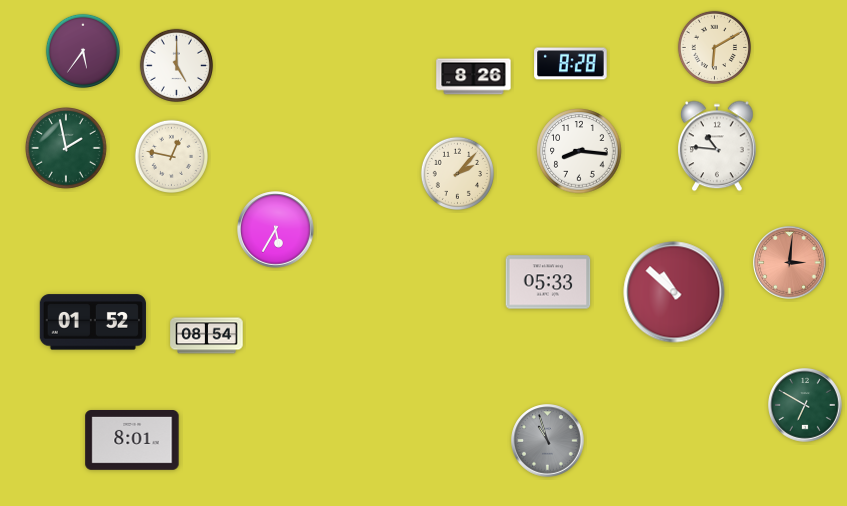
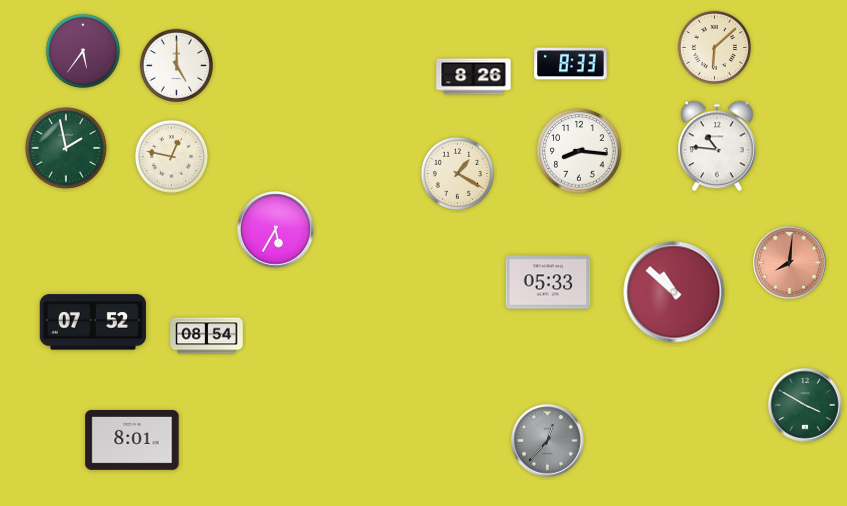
clock at (714, 47): 6:10 -> 6:08
clock at (571, 64): 8:28 -> 8:33
clock at (457, 173): 2:07 -> 1:20
clock at (790, 263): 3:01 -> 8:01
clock at (93, 322): 01:52 -> 07:52
clock at (805, 405): 6:50 -> 3:50
clock at (548, 441): 10:57 -> 12:37
